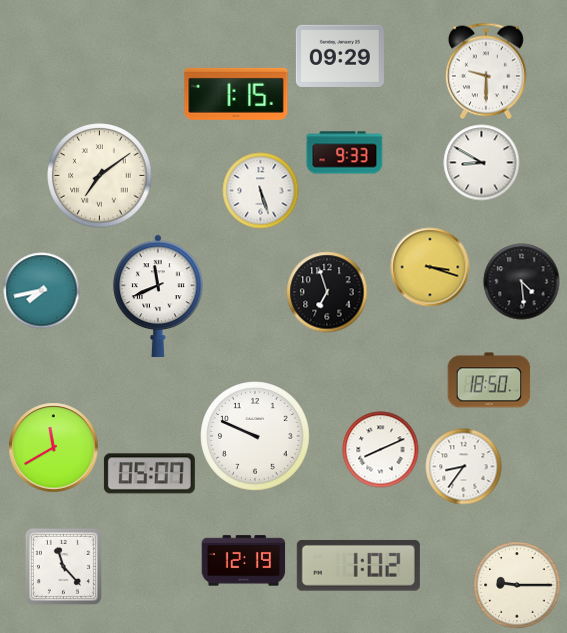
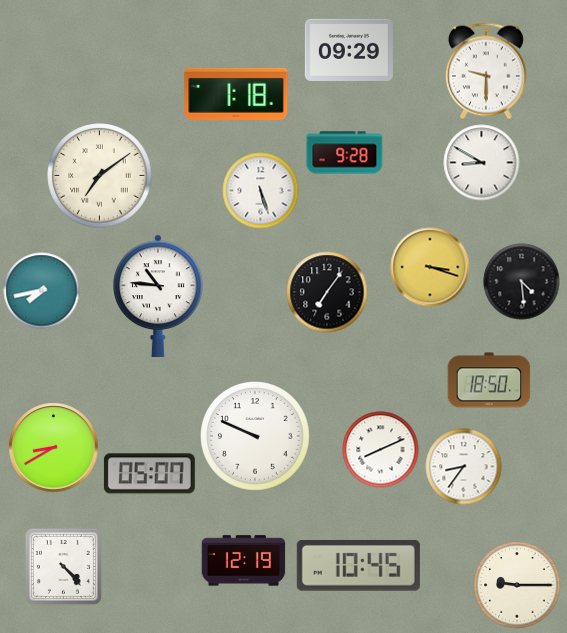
clock at (340, 56) position: (340, 56) -> (349, 50)
clock at (236, 94): 1:15 -> 1:18
clock at (345, 153): 9:33 -> 9:28
clock at (327, 292): 6:57 -> 7:06
clock at (158, 296): 11:41 -> 10:46
clock at (54, 448): 11:40 -> 8:40
clock at (358, 565): 1:02 -> 10:45
clock at (63, 566): 11:23 -> 4:23
